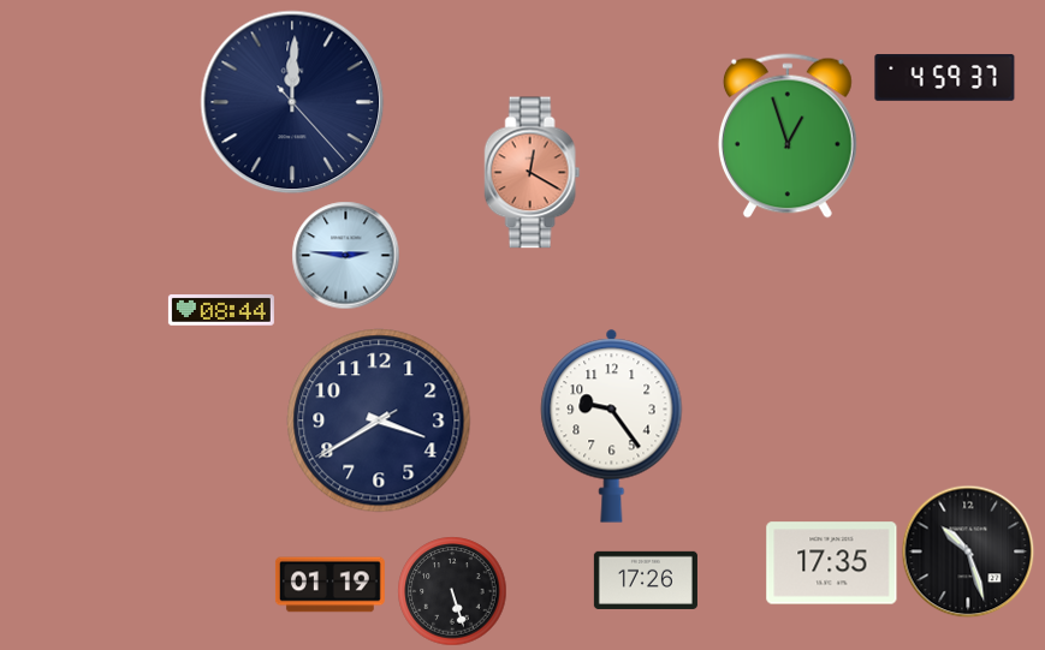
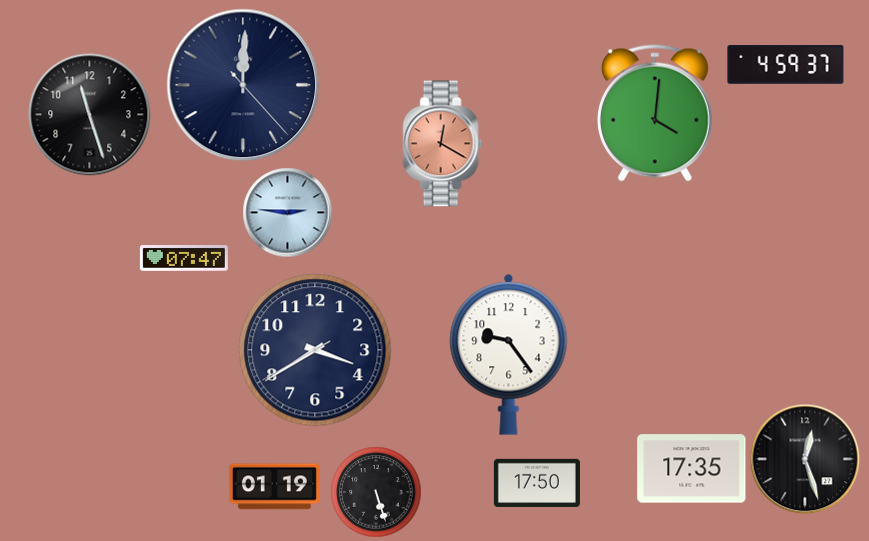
clock at (788, 136): 12:57 -> 4:01
clock at (90, 115): none -> 11:27
clock at (221, 311): 08:44 -> 07:47
clock at (968, 551): 10:27 -> 12:27
clock at (646, 580): 17:26 -> 17:50
